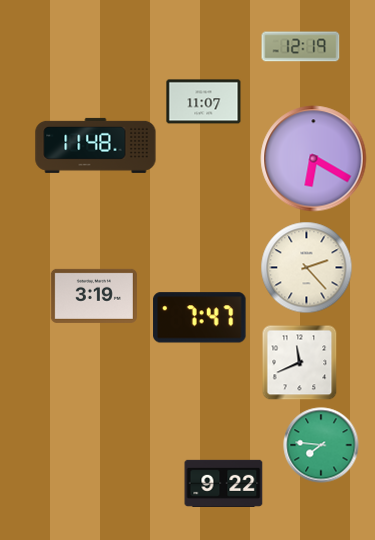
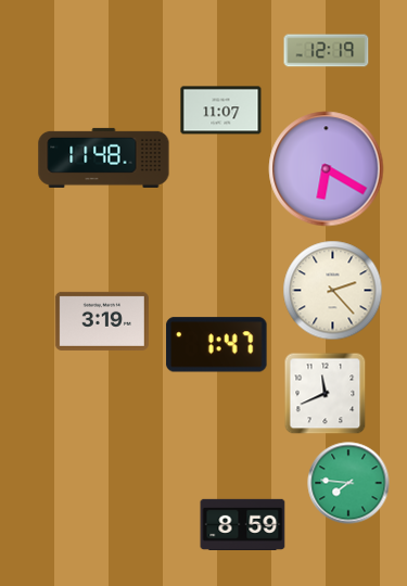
clock at (314, 159) position: (314, 159) -> (327, 169)
clock at (200, 318): 7:47 -> 1:47
clock at (224, 483): 9:22 -> 8:59
